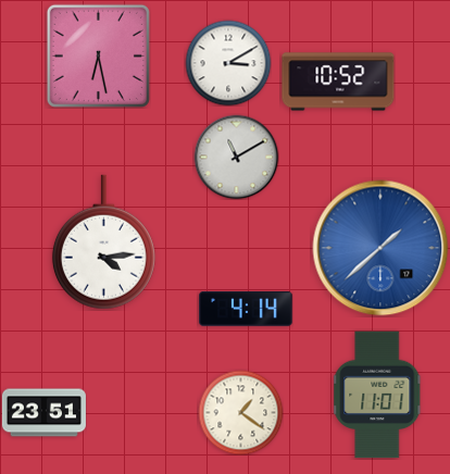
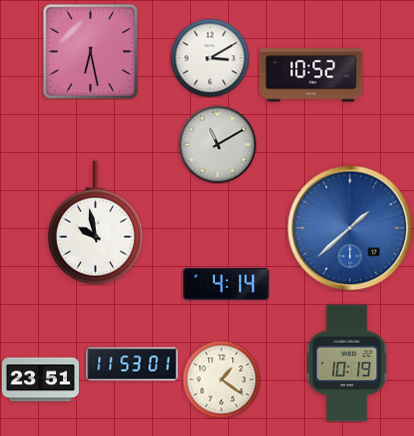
clock at (103, 242): 4:14 -> 9:58
clock at (377, 395): 11:01 -> 10:19
clock at (132, 364): none -> 11:53
